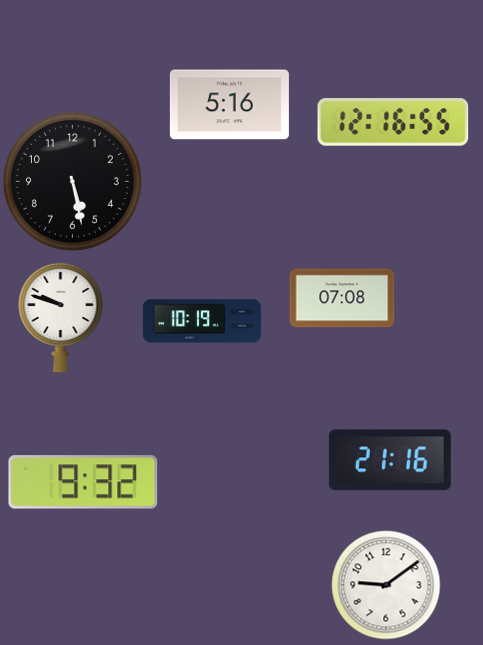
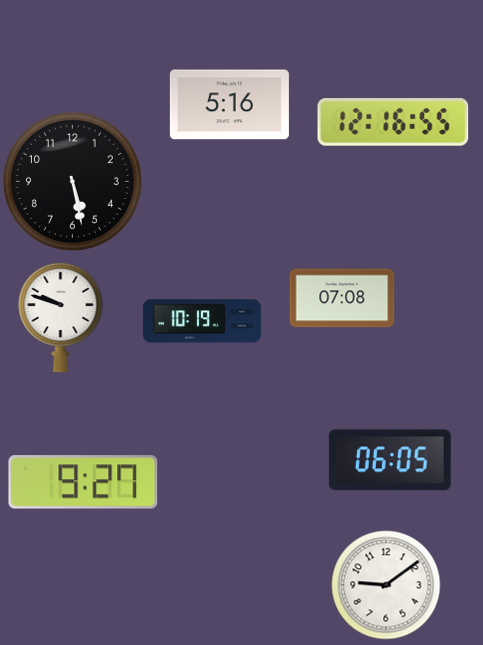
clock at (390, 460): 21:16 -> 06:05
clock at (83, 482): 9:32 -> 9:27
